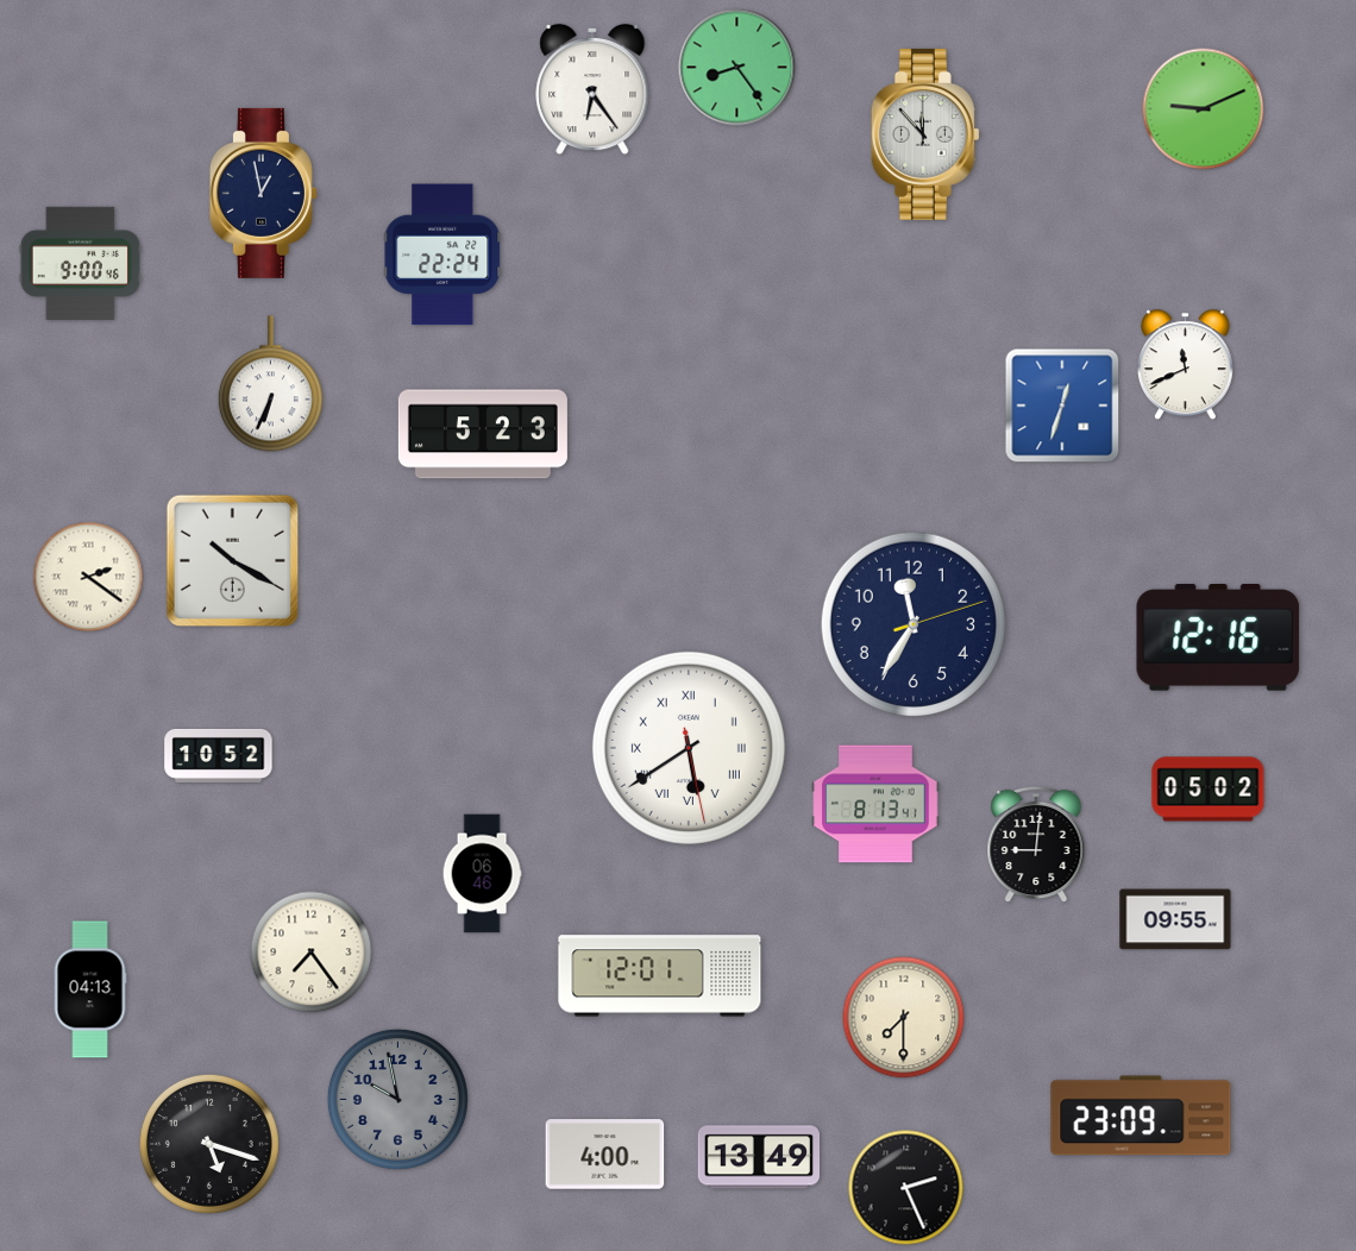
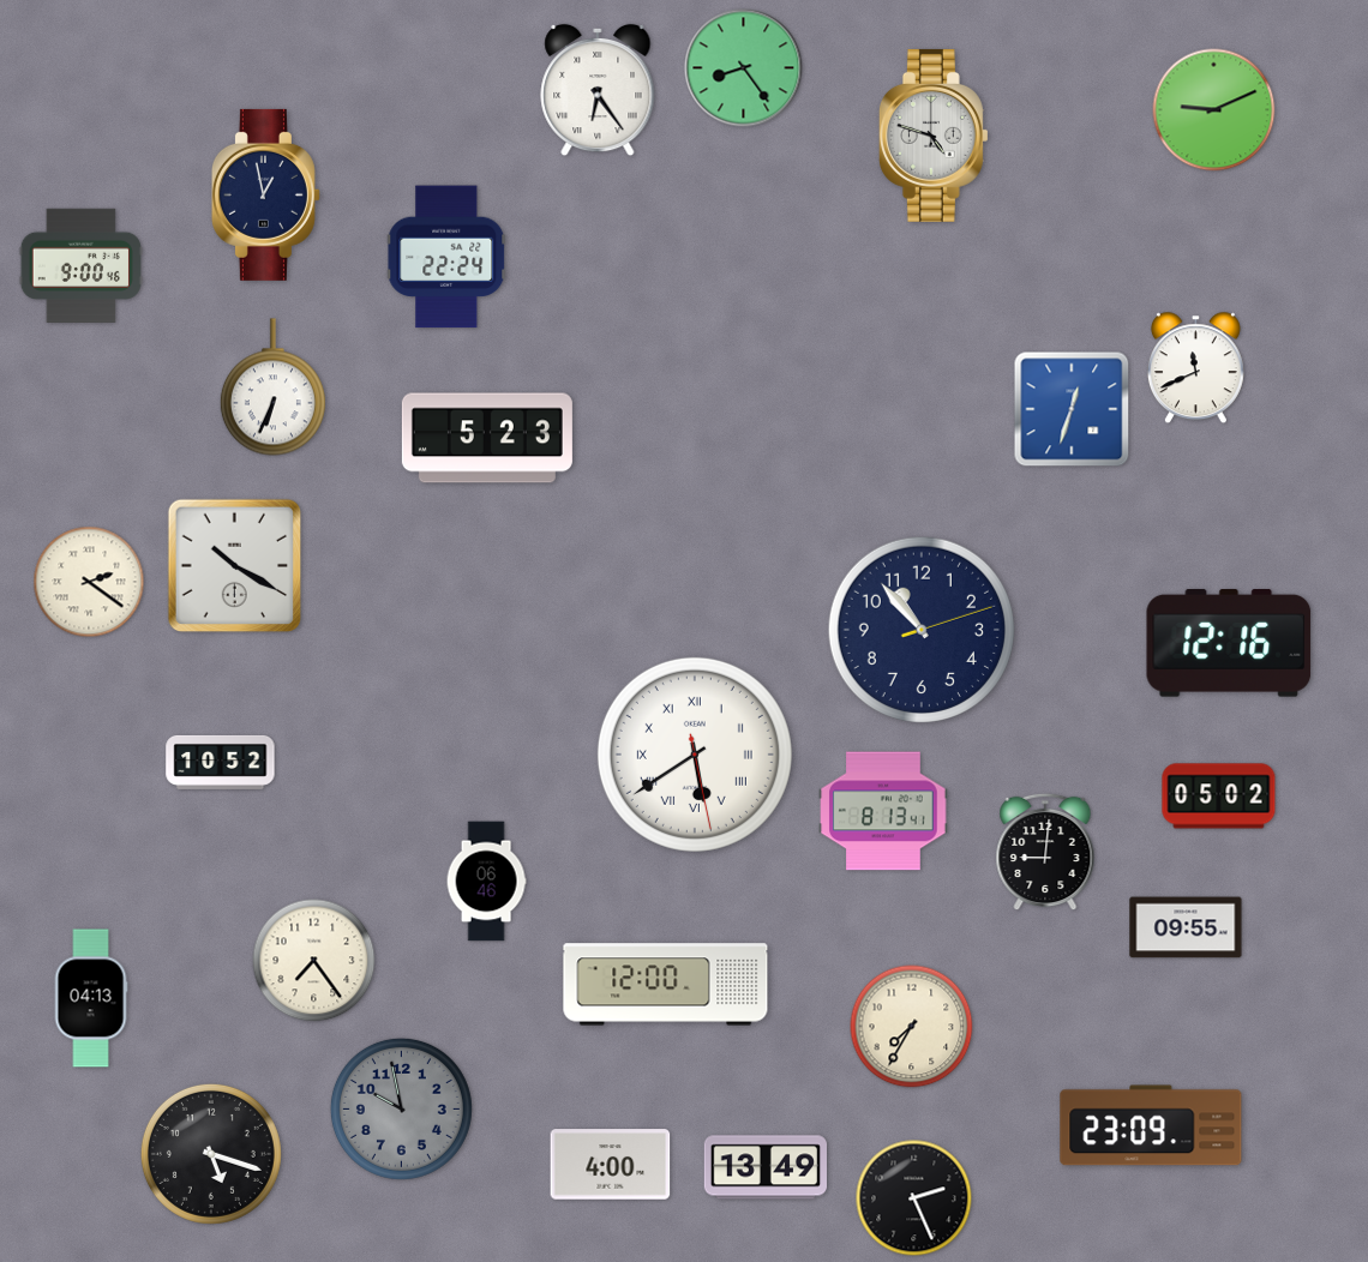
clock at (925, 134): 11:53 -> 4:48
clock at (912, 623): 11:35 -> 10:53
clock at (660, 976): 12:01 -> 12:00
clock at (904, 1018): 7:30 -> 7:35
